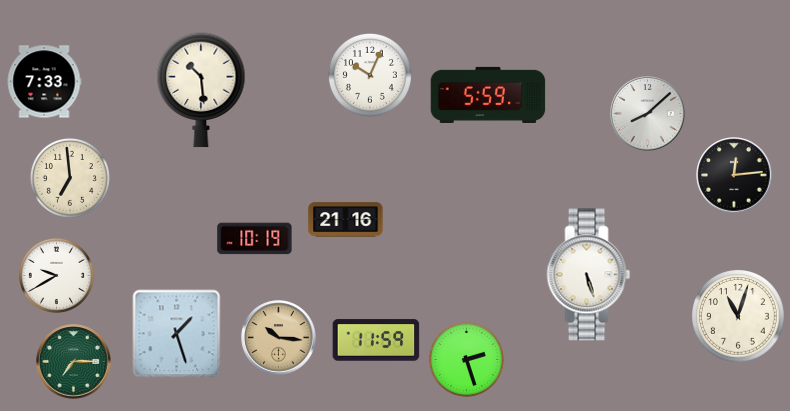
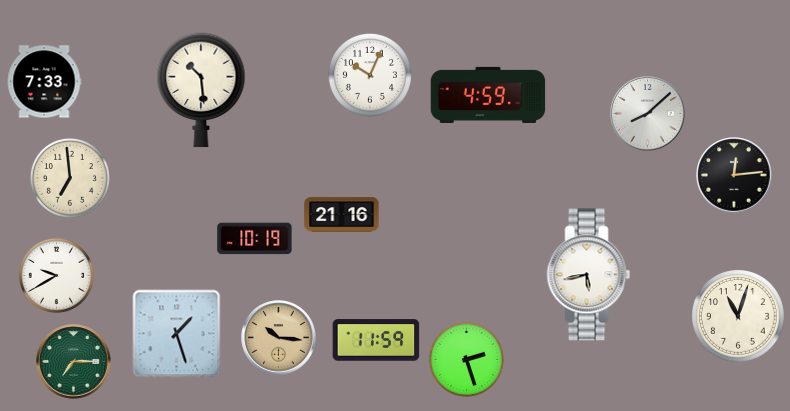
clock at (488, 95): 5:59 -> 4:59
clock at (346, 220) position: (346, 220) -> (342, 215)
clock at (589, 275): 5:27 -> 5:43
